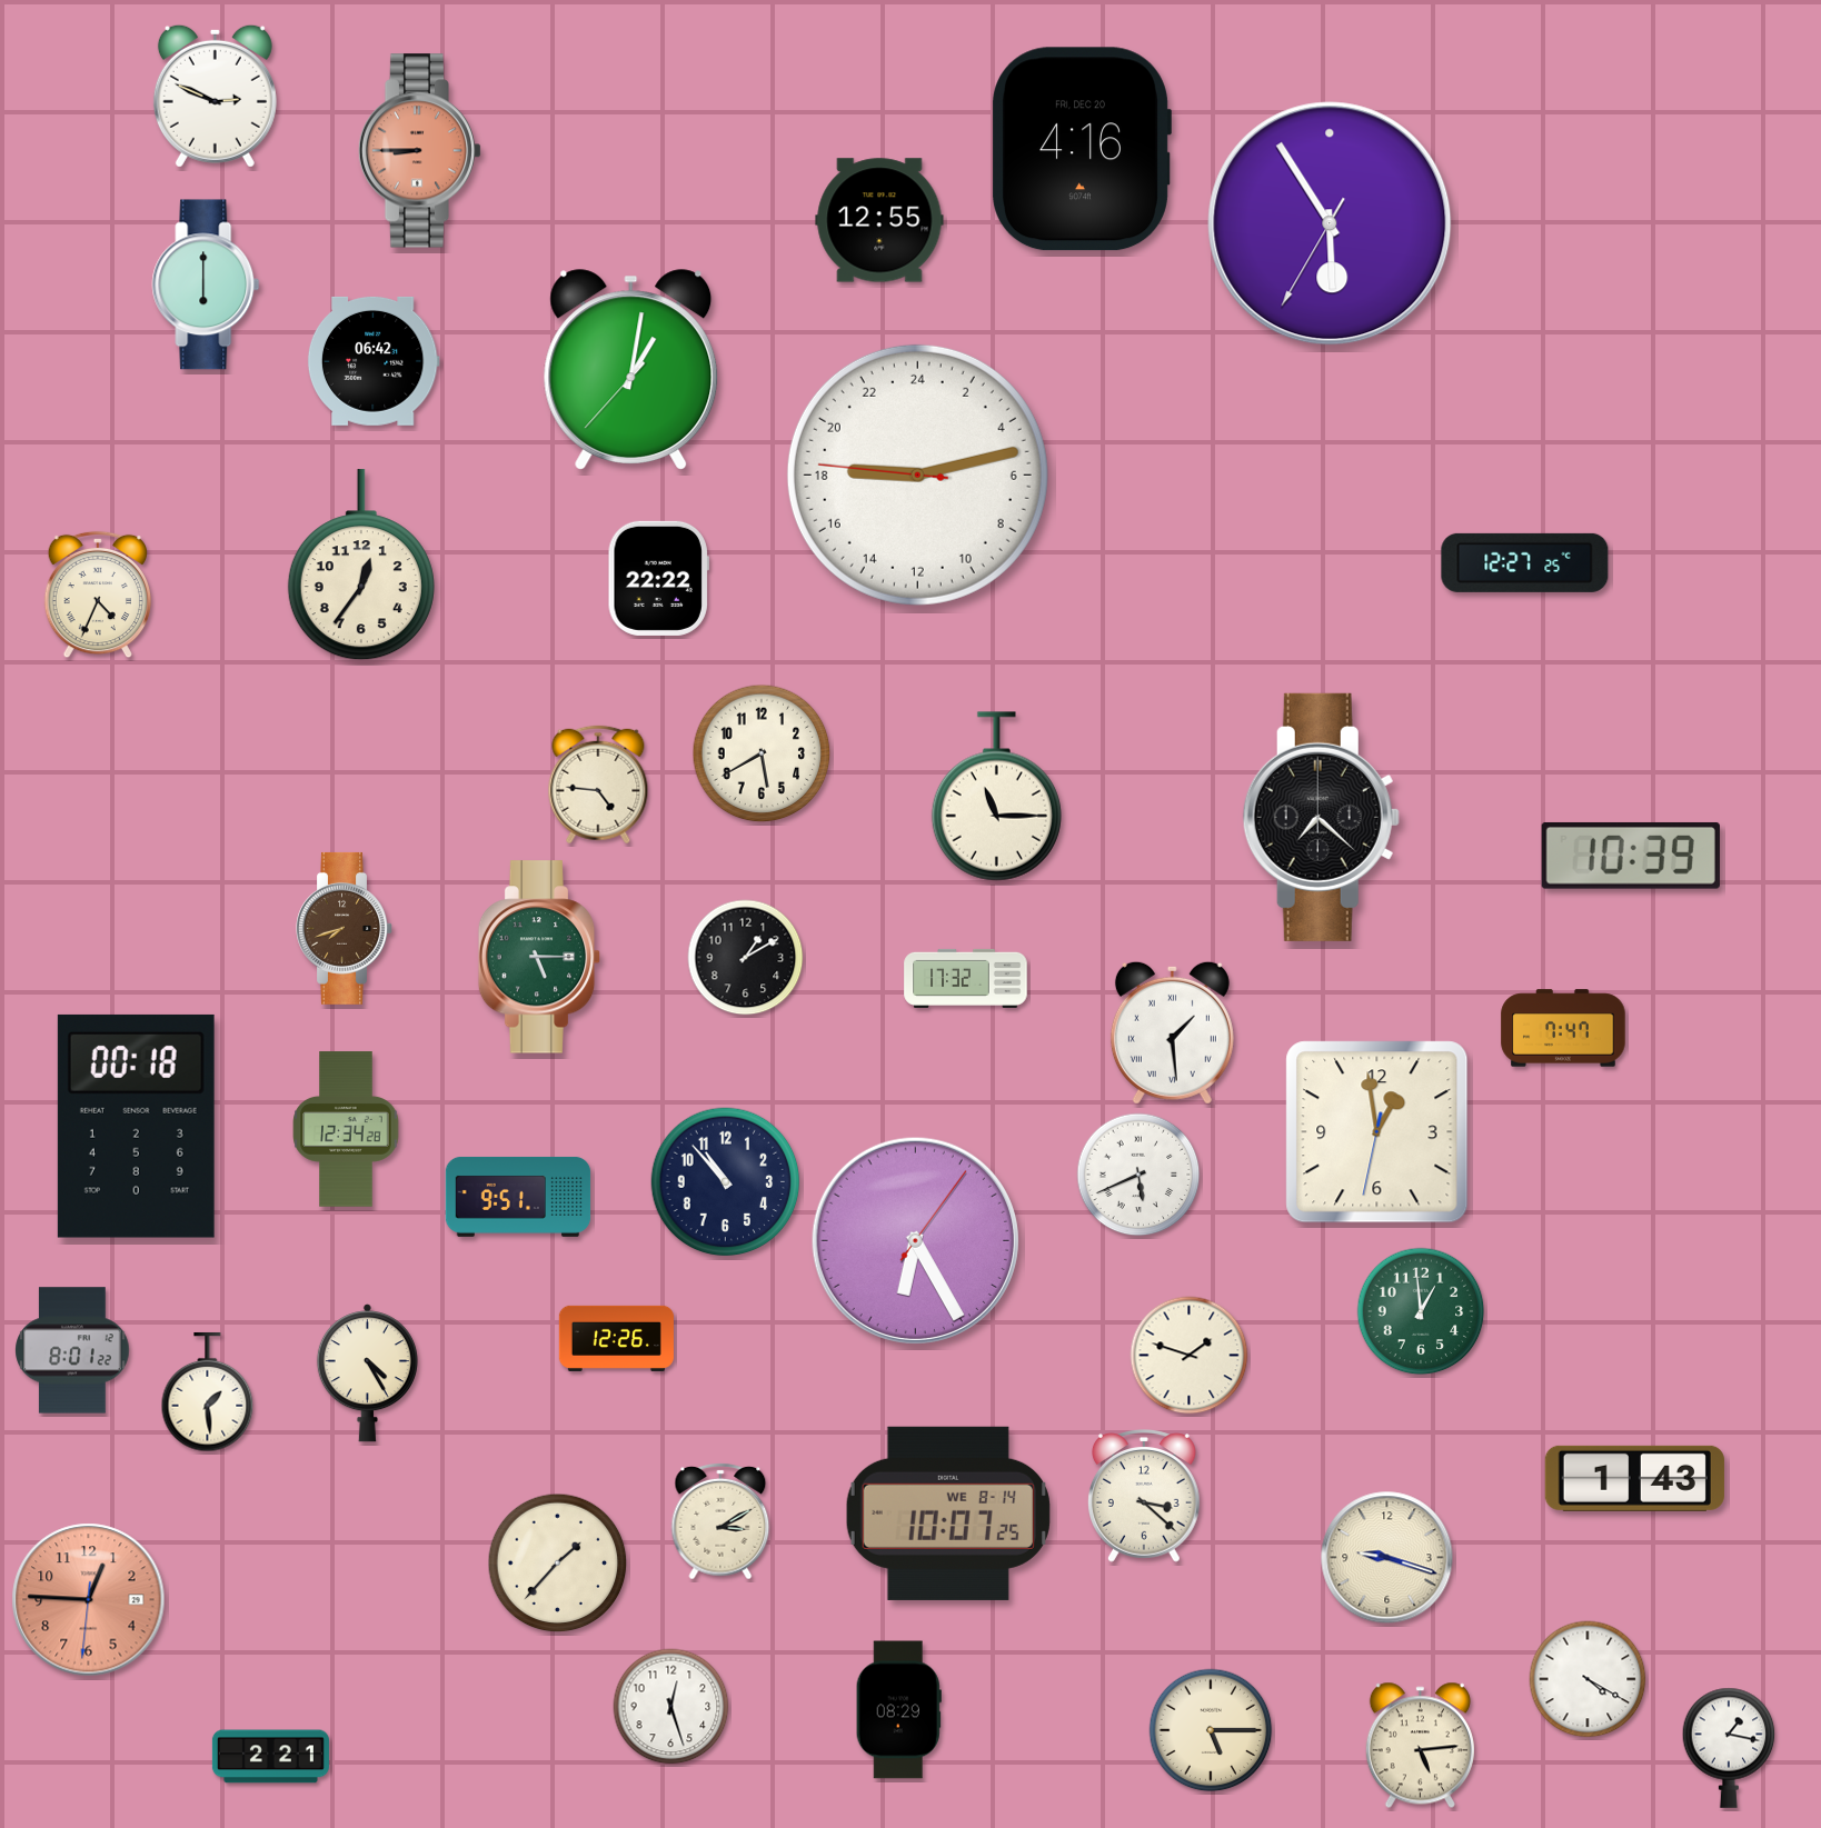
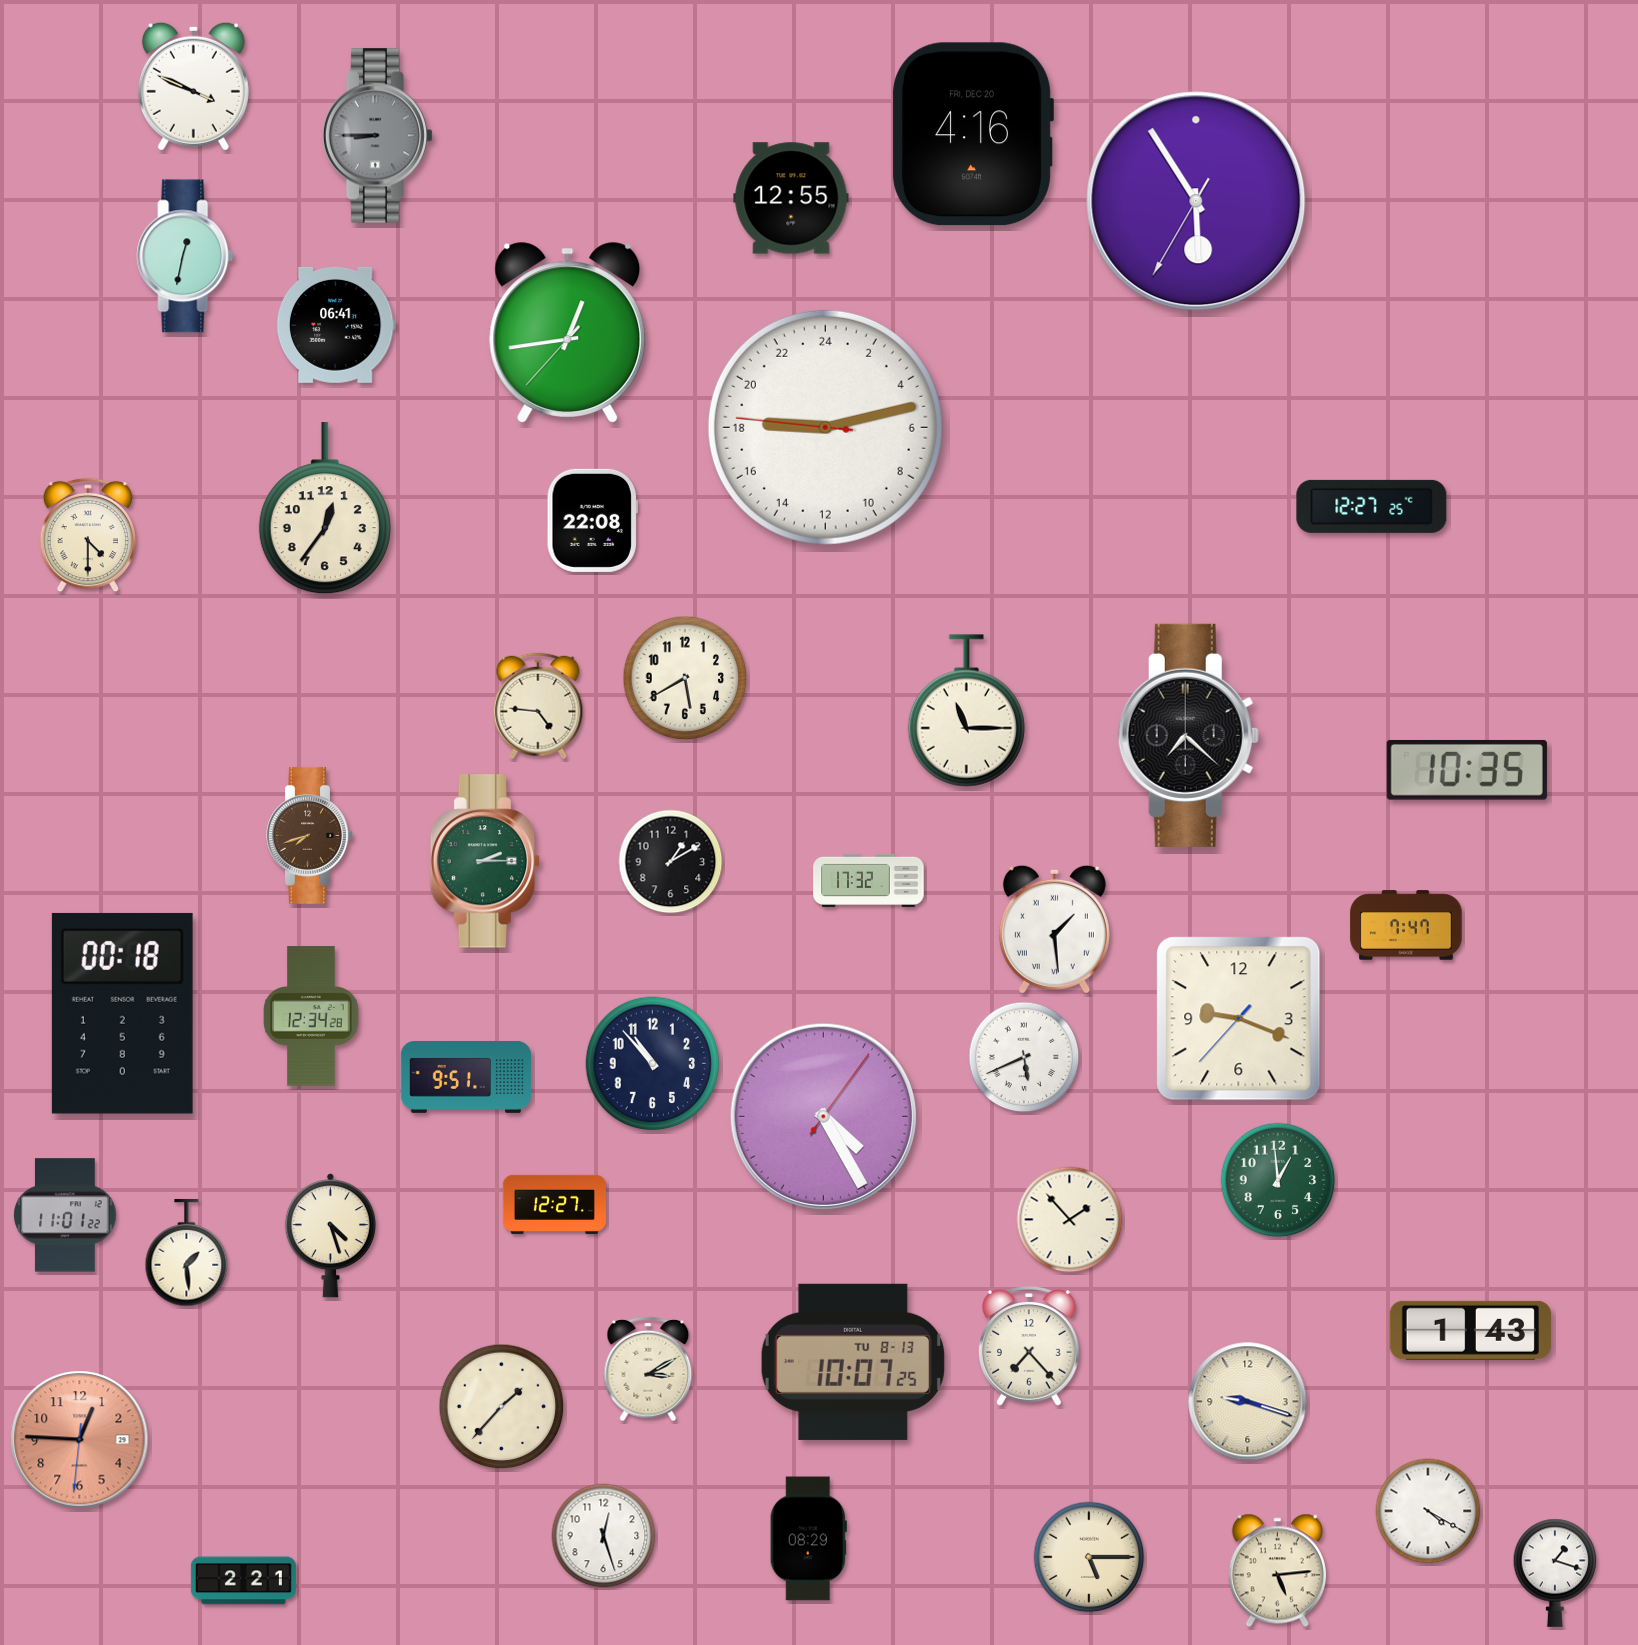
clock at (215, 96): 2:49 -> 3:49
clock at (420, 151) dial: salmon -> grey
clock at (206, 284): 6:00 -> 12:32
clock at (374, 361): 06:42 -> 06:41
clock at (631, 369): 1:01 -> 12:43
clock at (658, 578): 22:22 -> 22:08
clock at (97, 595): 4:34 -> 4:30
clock at (996, 797) position: (996, 797) -> (966, 711)
clock at (1631, 856): 10:39 -> 10:35
clock at (539, 957): 5:15 -> 2:15
clock at (1377, 1132): 12:58 -> 9:18
clock at (915, 1240): 6:25 -> 4:25
clock at (616, 1338): 12:26 -> 12:27
clock at (72, 1350): 8:01 -> 11:01
clock at (1190, 1356): 1:48 -> 1:53
clock at (367, 1374): 4:25 -> 4:27
clock at (1144, 1496): 3:22 -> 7:23
clock at (948, 1514) date: WE 8-14 -> TU 8-13
clock at (1729, 1748): 1:17 -> 1:18
